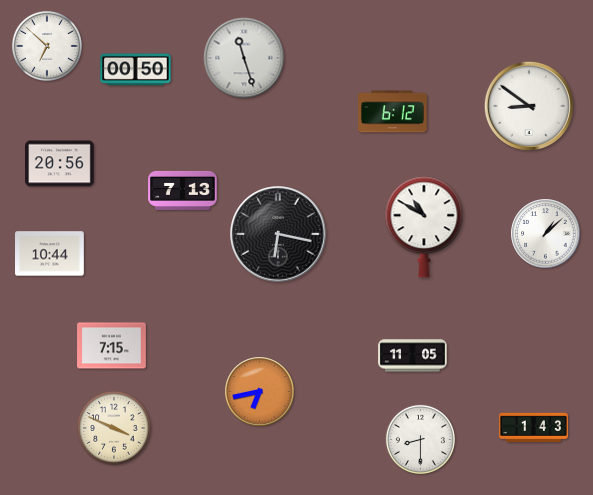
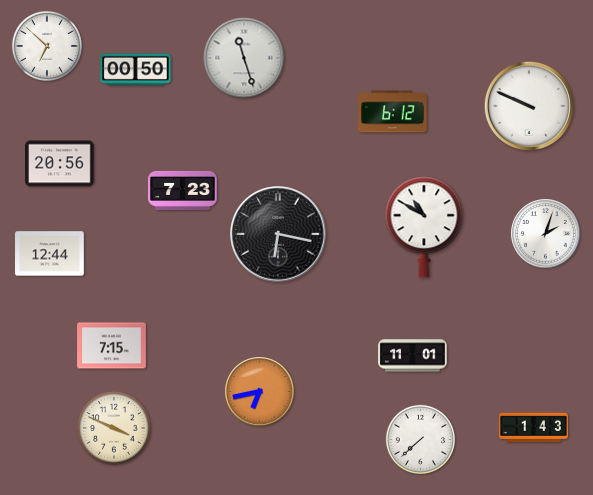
clock at (529, 106): 8:51 -> 9:49
clock at (183, 190): 7:13 -> 7:23
clock at (546, 234): 1:08 -> 2:03
clock at (50, 254): 10:44 -> 12:44
clock at (413, 356): 11:05 -> 11:01
clock at (420, 439): 8:30 -> 7:38
